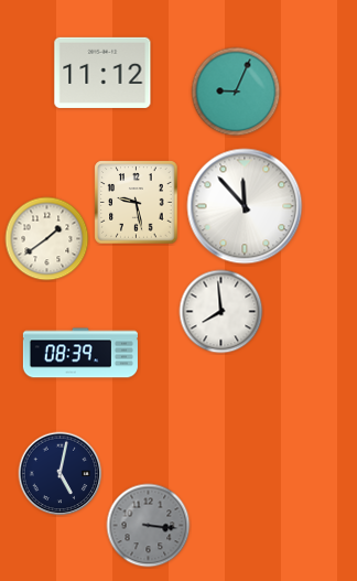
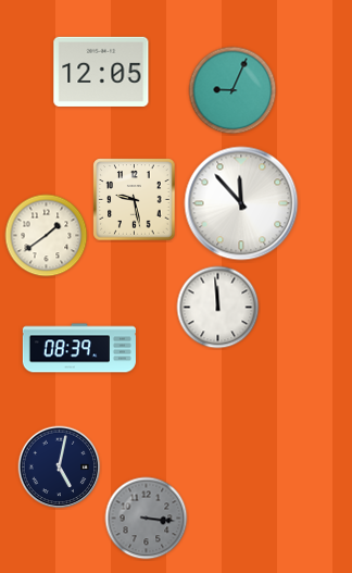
clock at (102, 73): 11:12 -> 12:05
clock at (221, 312): 7:59 -> 11:59
